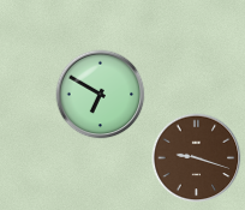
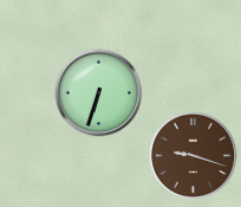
clock at (101, 95): 6:50 -> 6:33
